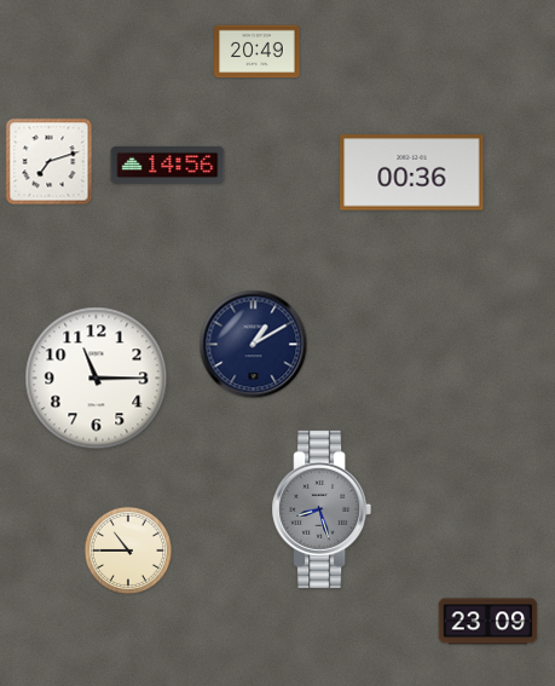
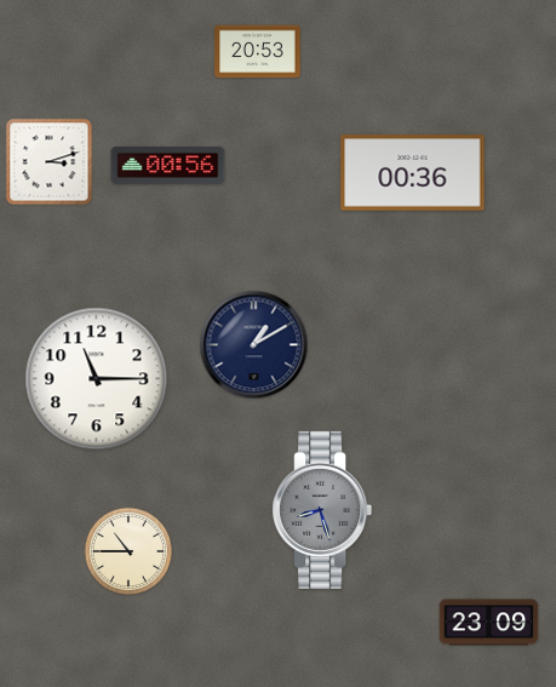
clock at (258, 52): 20:49 -> 20:53
clock at (50, 162): 7:12 -> 3:12
clock at (168, 165): 14:56 -> 00:56
